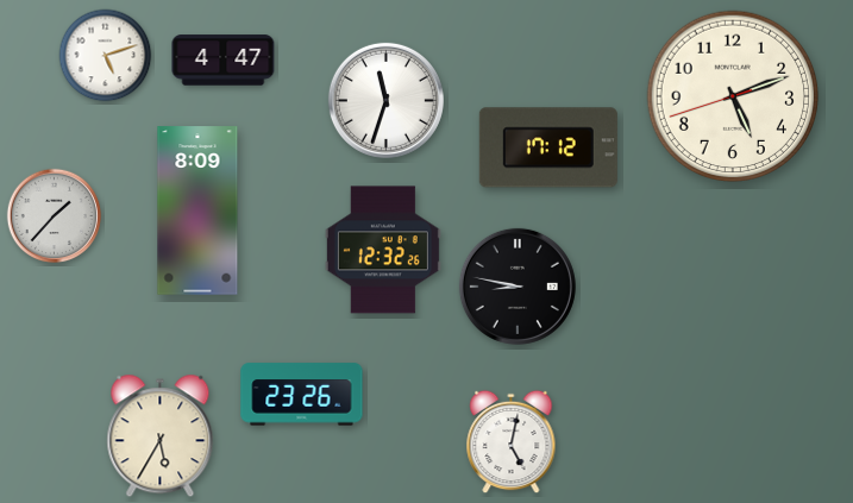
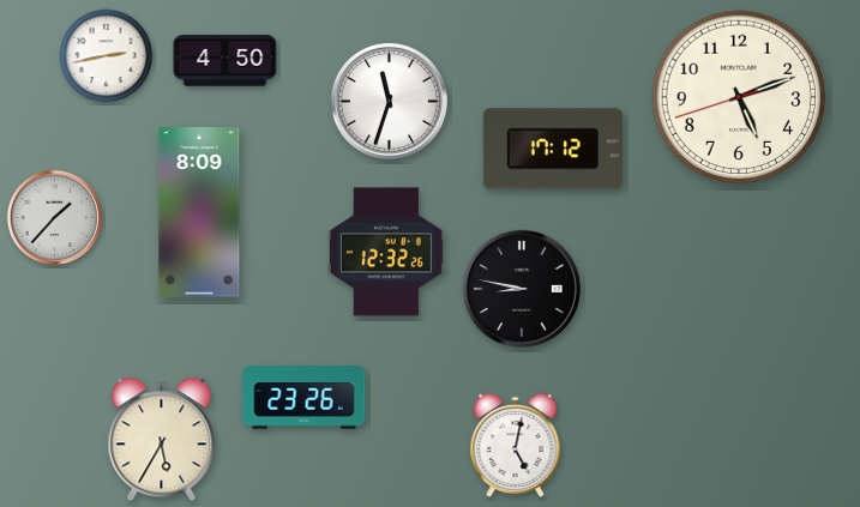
clock at (106, 56): 5:12 -> 2:43
clock at (224, 61): 4:47 -> 4:50
